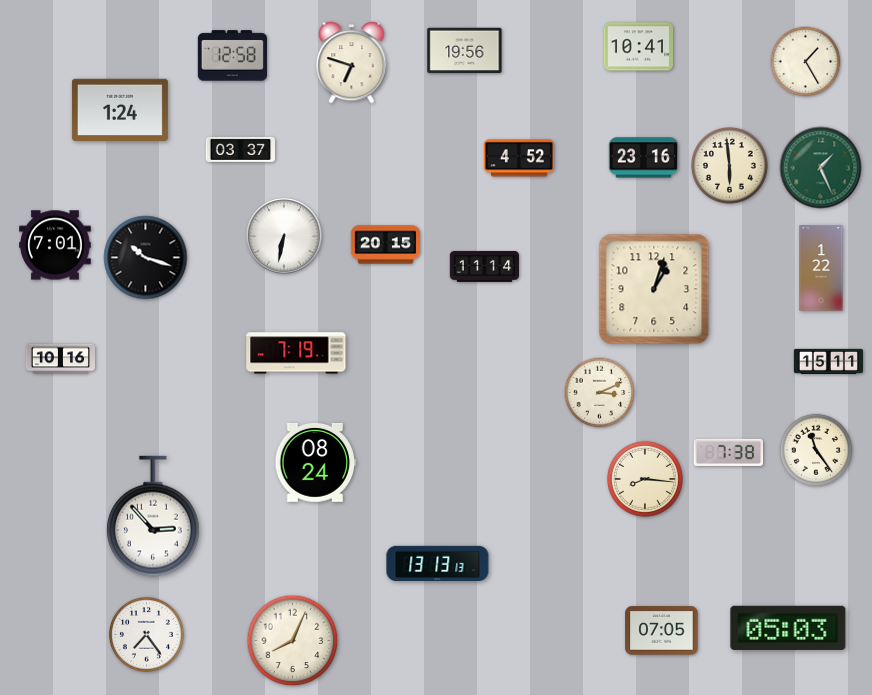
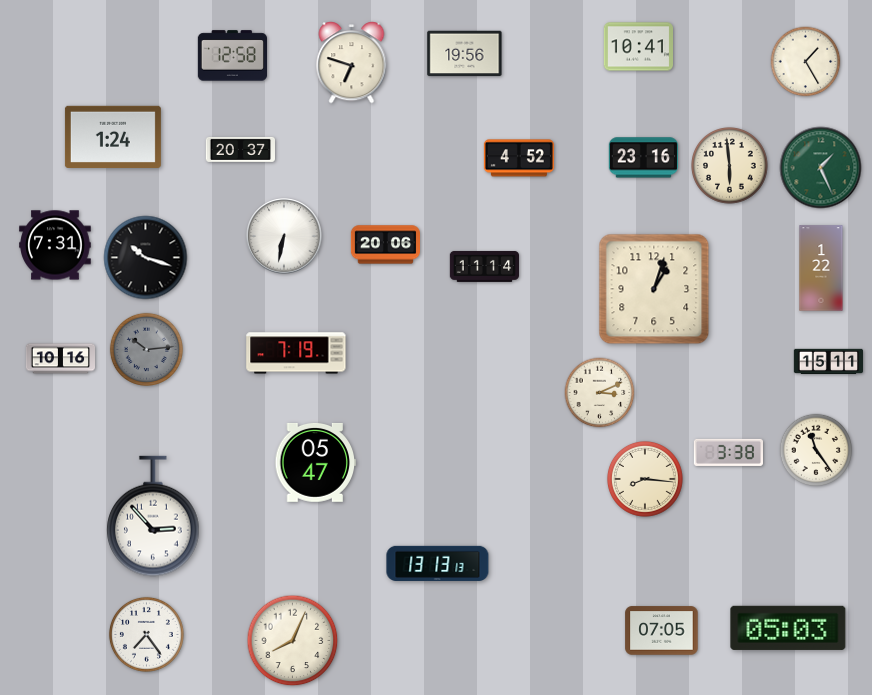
clock at (465, 51) position: (465, 51) -> (465, 54)
clock at (120, 109) position: (120, 109) -> (113, 136)
clock at (240, 149): 03:37 -> 20:37
clock at (55, 245): 7:01 -> 7:31
clock at (386, 245): 20:15 -> 20:06
clock at (146, 349): none -> 10:14
clock at (728, 452): 7:38 -> 3:38
clock at (316, 462): 08:24 -> 05:47
